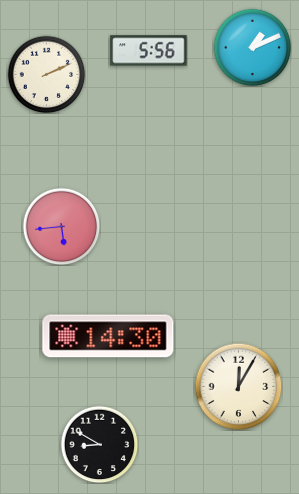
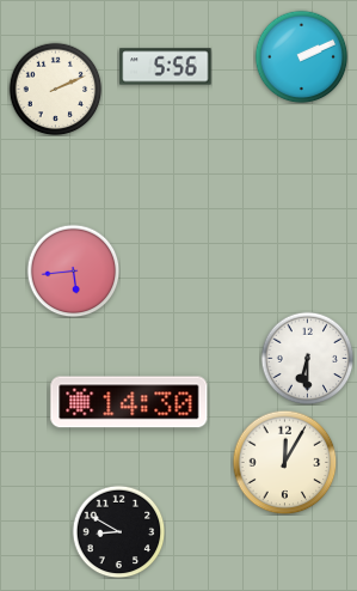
clock at (252, 47): 1:11 -> 2:11
clock at (149, 51) position: (149, 51) -> (166, 67)
clock at (307, 358): none -> 6:30
